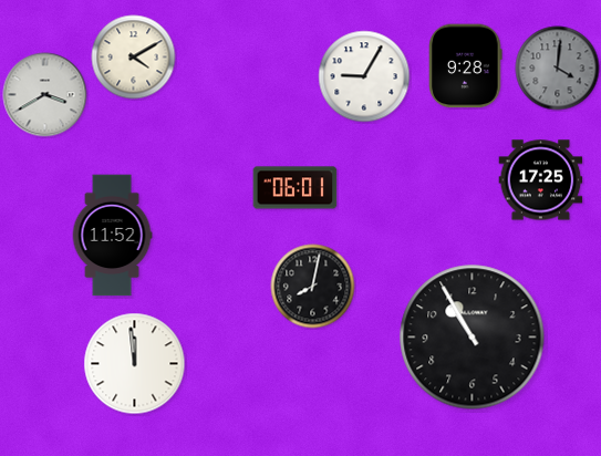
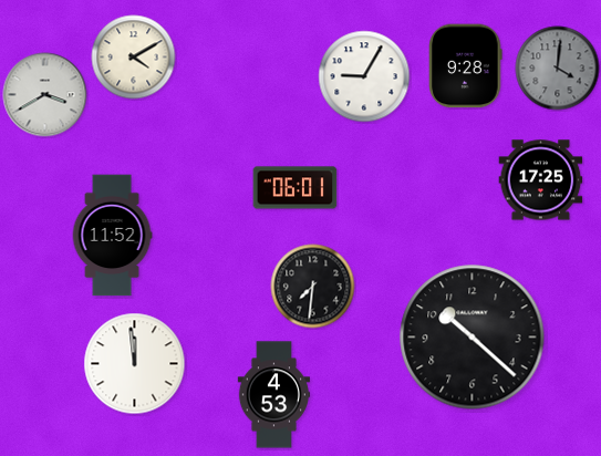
clock at (313, 287): 8:02 -> 7:31
clock at (473, 338): 10:55 -> 10:22
clock at (273, 395): none -> 4:53
